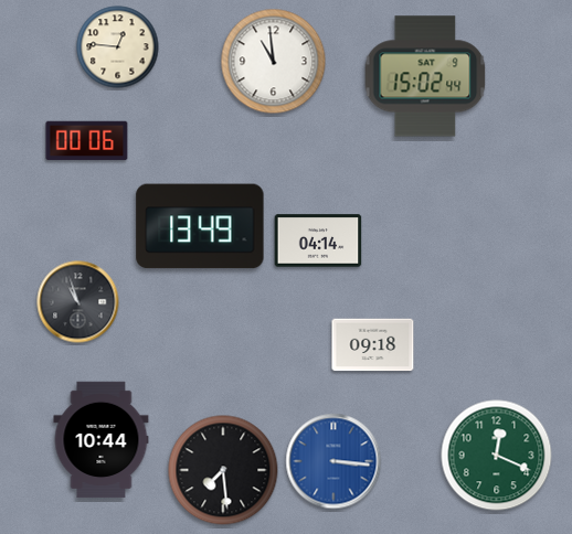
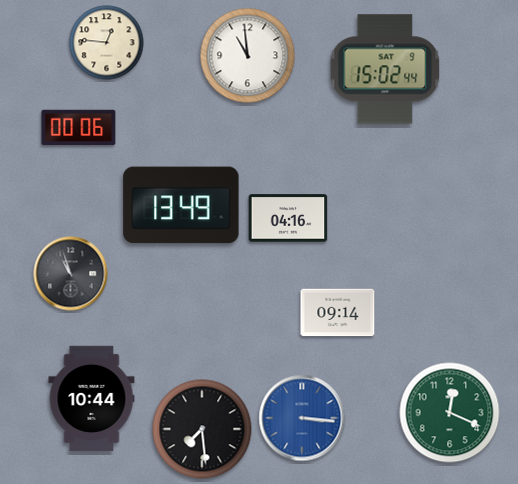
clock at (318, 241): 04:14 -> 04:16
clock at (373, 345): 09:18 -> 09:14
clock at (223, 470) position: (223, 470) -> (202, 429)
